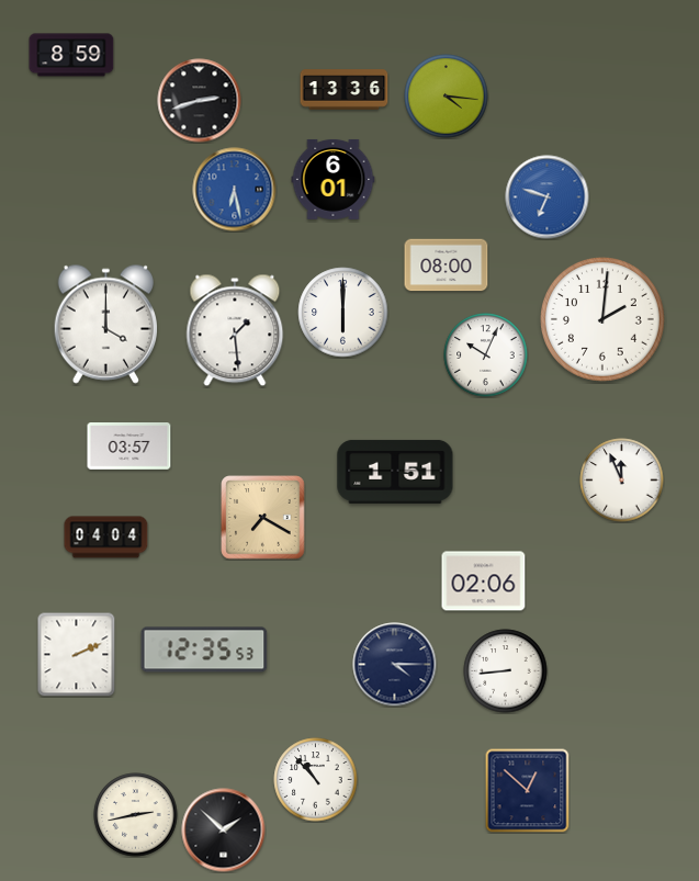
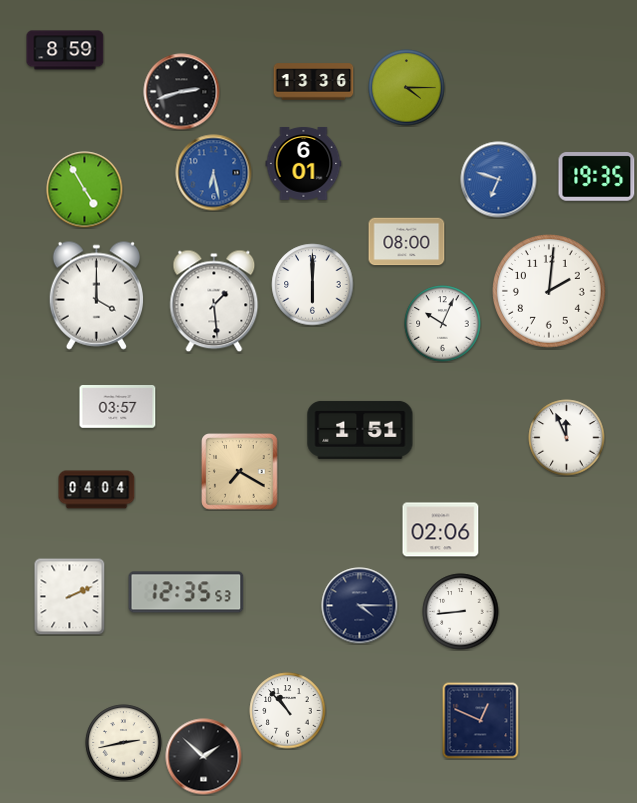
clock at (447, 97): 4:16 -> 4:15
clock at (597, 177): none -> 19:35
clock at (85, 190): none -> 4:55
clock at (528, 791): 12:52 -> 12:49
